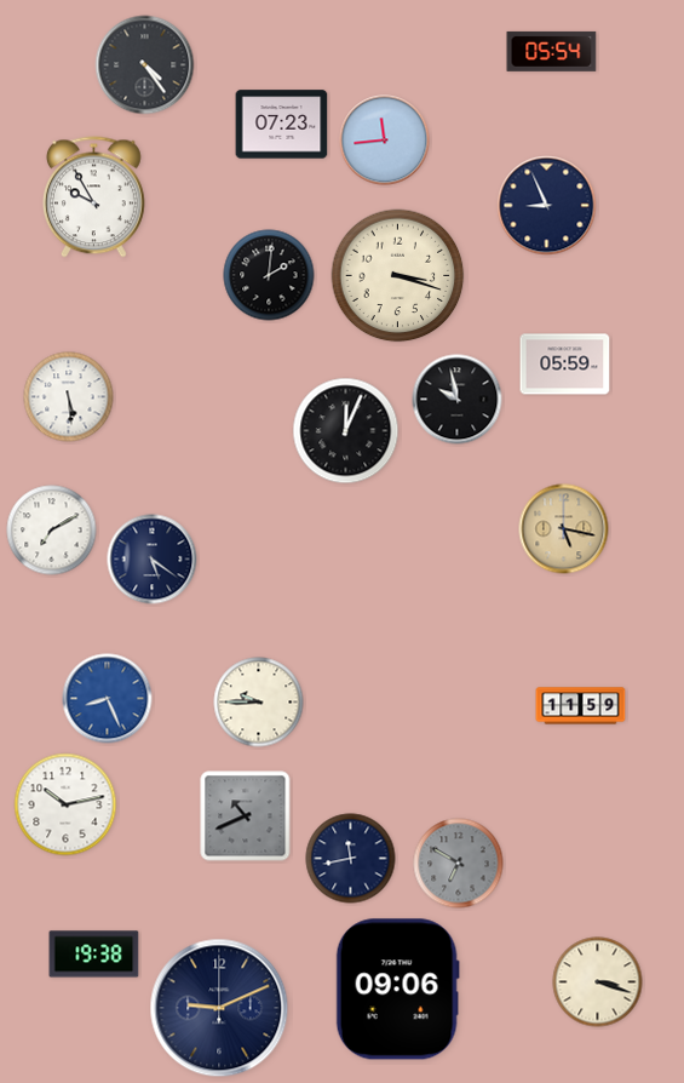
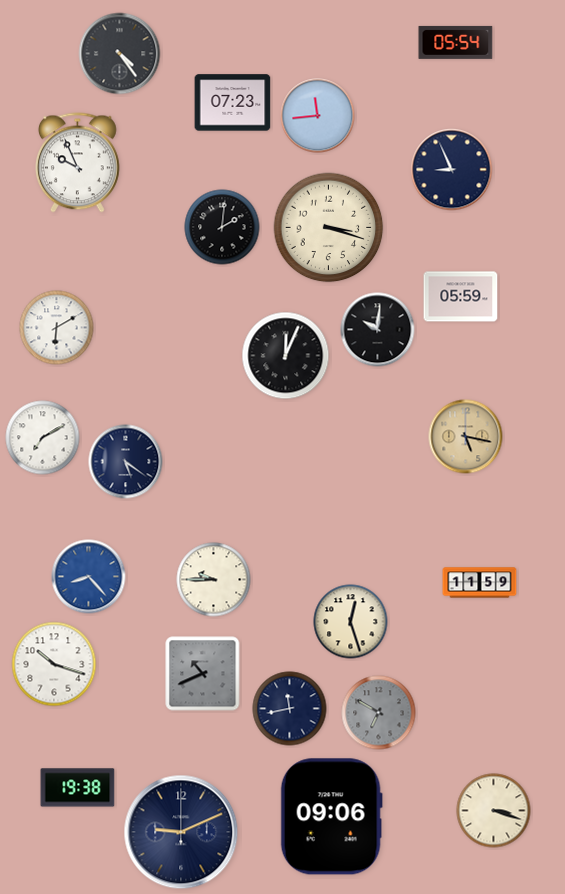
clock at (93, 197): 9:55 -> 9:56
clock at (565, 365) position: (565, 365) -> (461, 297)
clock at (69, 397): 5:29 -> 6:10
clock at (458, 400): 9:58 -> 10:01
clock at (108, 699): 8:26 -> 8:23
clock at (351, 622): none -> 12:27
clock at (65, 804): 10:13 -> 10:18
clock at (397, 990) position: (397, 990) -> (331, 817)
